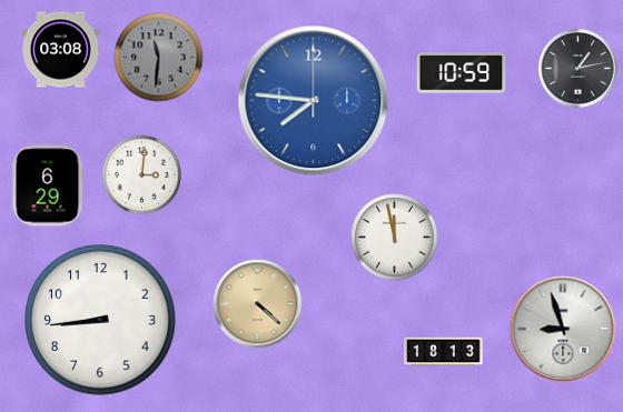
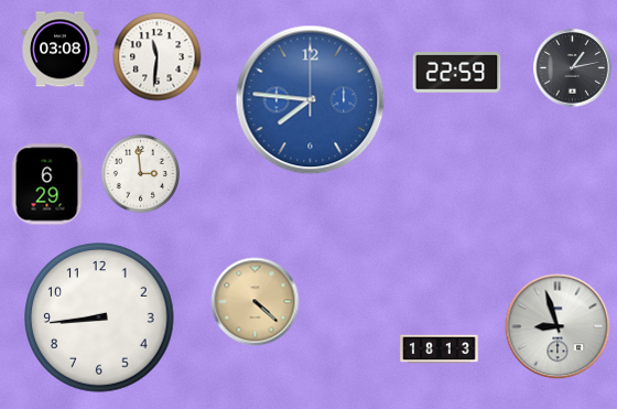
clock at (159, 58) dial: grey -> white
clock at (462, 73): 10:59 -> 22:59
clock at (141, 174): 3:01 -> 2:59
clock at (395, 238): 11:58 -> none
